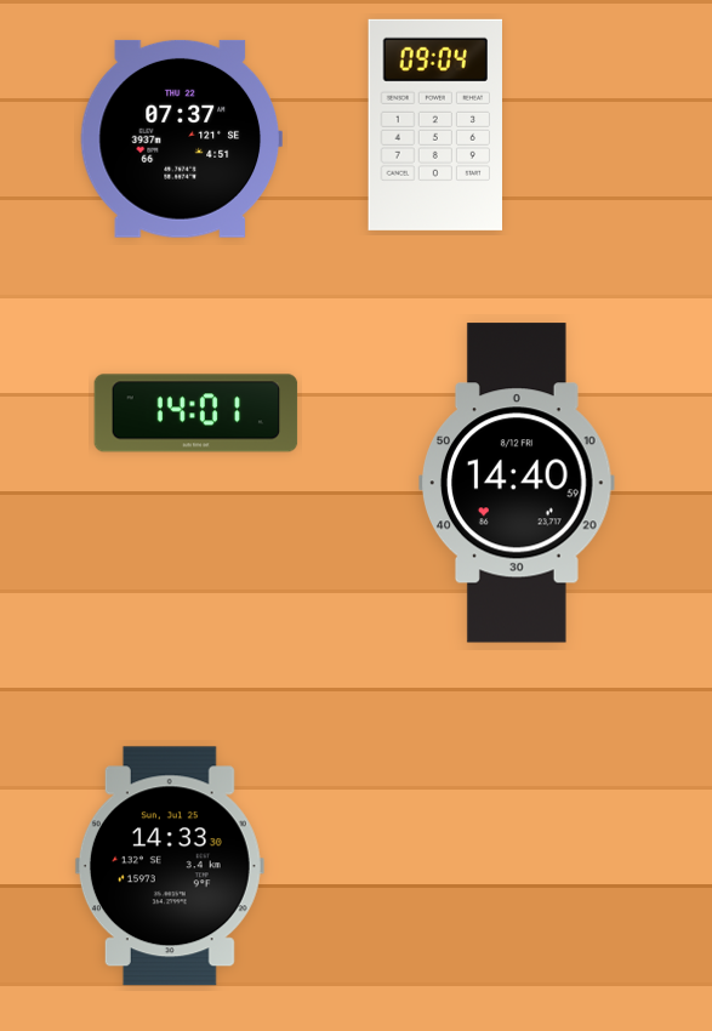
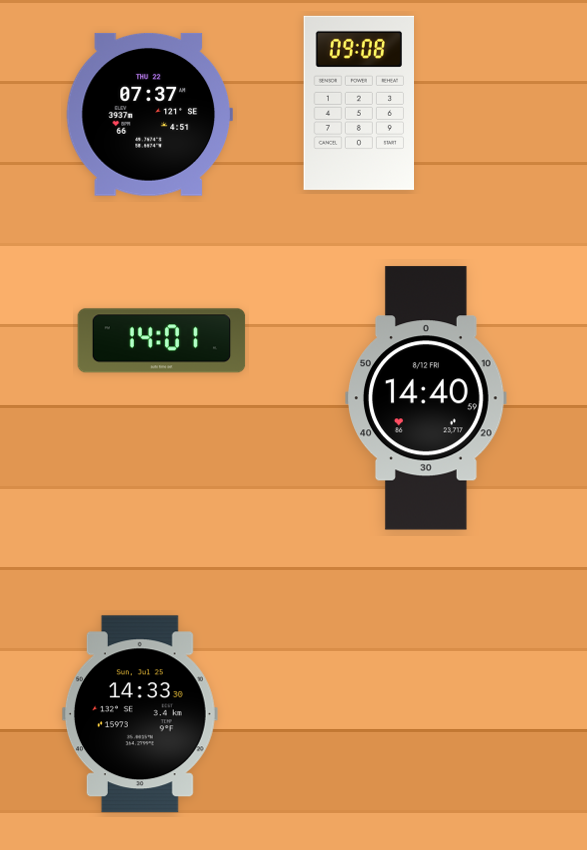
clock at (435, 125): 09:04 -> 09:08
